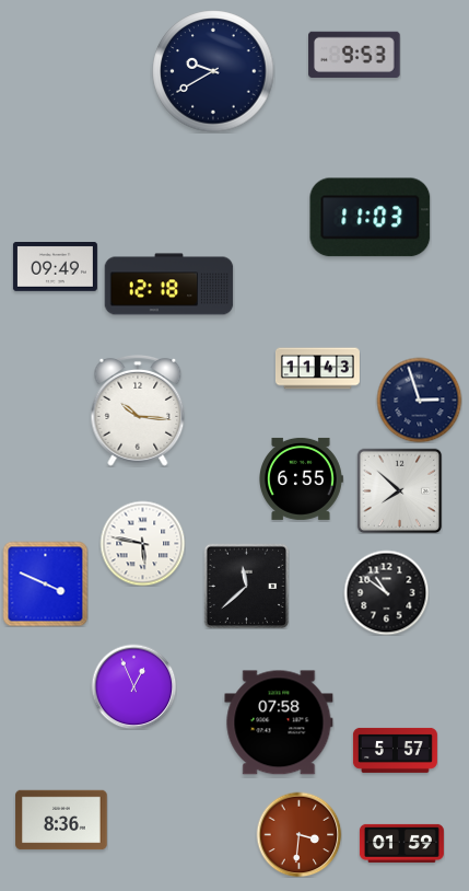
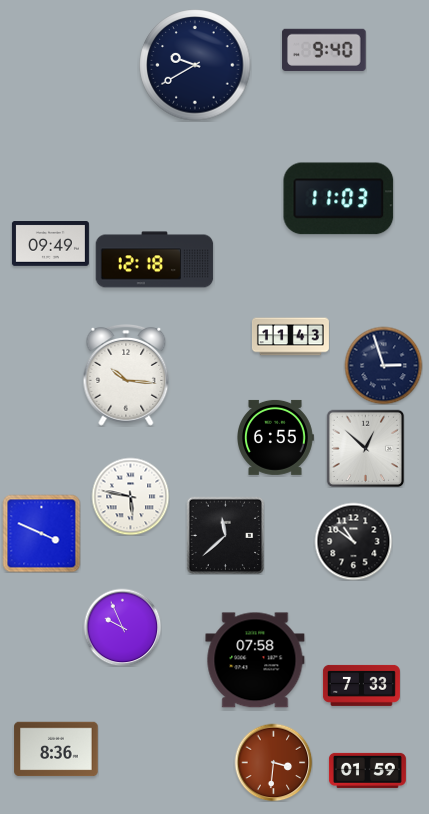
clock at (354, 54): 9:53 -> 9:40
clock at (399, 490): 7:52 -> 12:52
clock at (133, 686): 12:56 -> 9:56
clock at (395, 750): 5:57 -> 7:33
